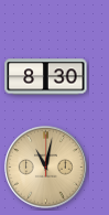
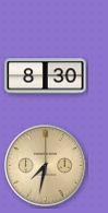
clock at (46, 168): 11:02 -> 7:32
